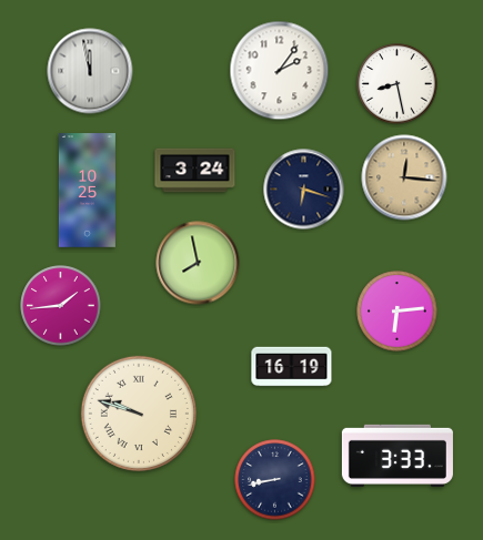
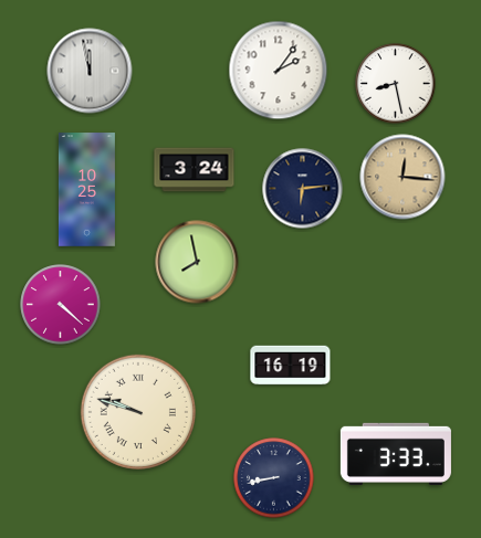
clock at (304, 190): 6:18 -> 6:14
clock at (61, 306): 1:44 -> 4:22
clock at (398, 312): 6:14 -> none
